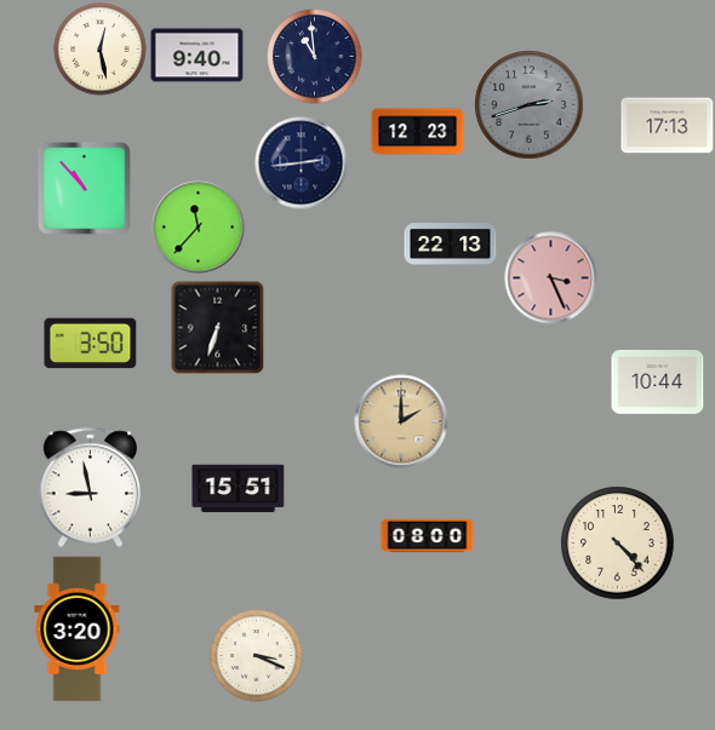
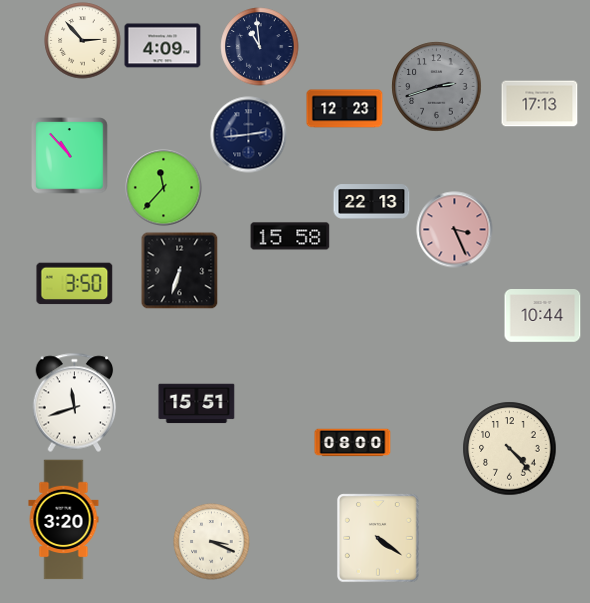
clock at (101, 50): 12:28 -> 2:53
clock at (198, 56): 9:40 -> 4:09
clock at (668, 126) position: (668, 126) -> (540, 104)
clock at (290, 236): none -> 15:58
clock at (401, 421): 2:00 -> none
clock at (91, 488): 8:58 -> 11:42
clock at (378, 538): none -> 4:21
